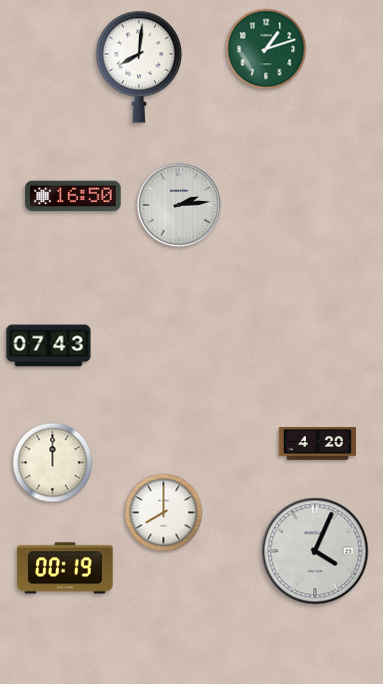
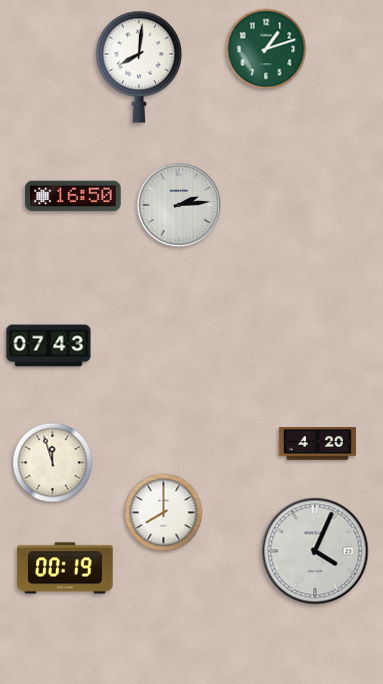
clock at (53, 463): 12:00 -> 11:57
